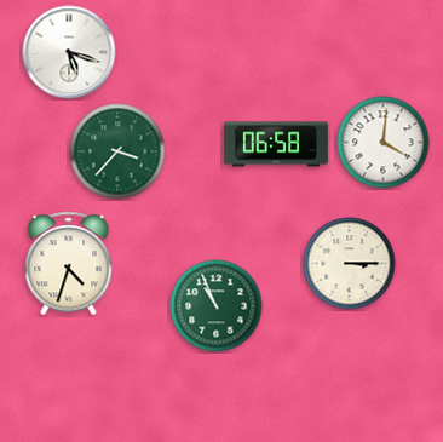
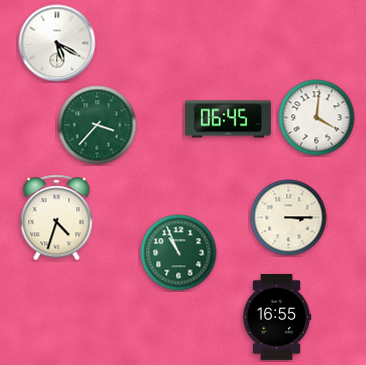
clock at (69, 52): 5:18 -> 5:20
clock at (276, 144): 06:58 -> 06:45
clock at (277, 317): none -> 16:55
